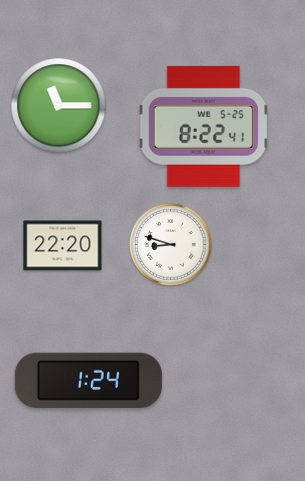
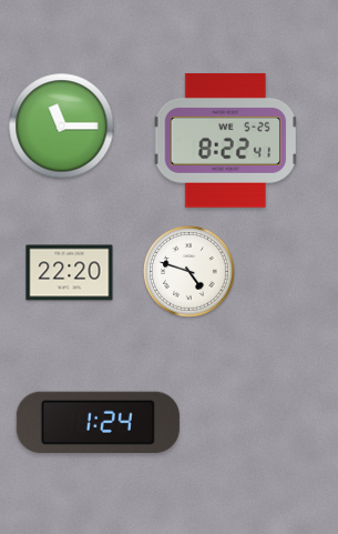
clock at (59, 106) position: (59, 106) -> (62, 127)
clock at (171, 245): 8:48 -> 4:48
